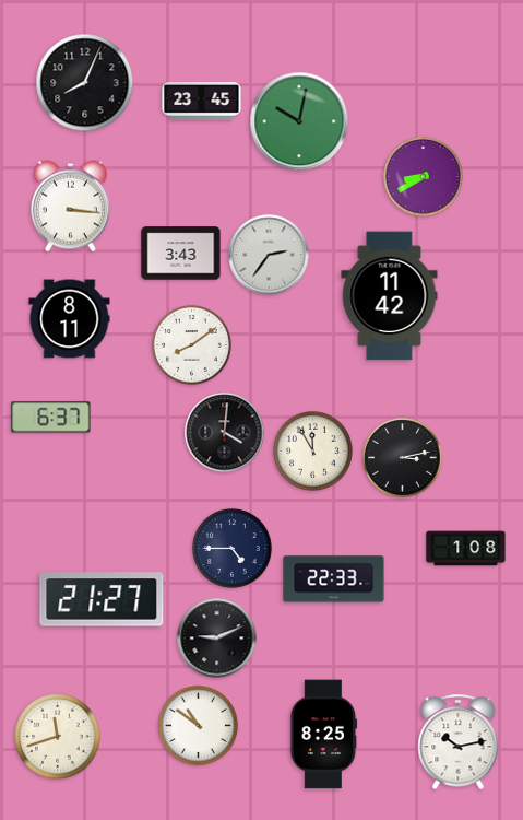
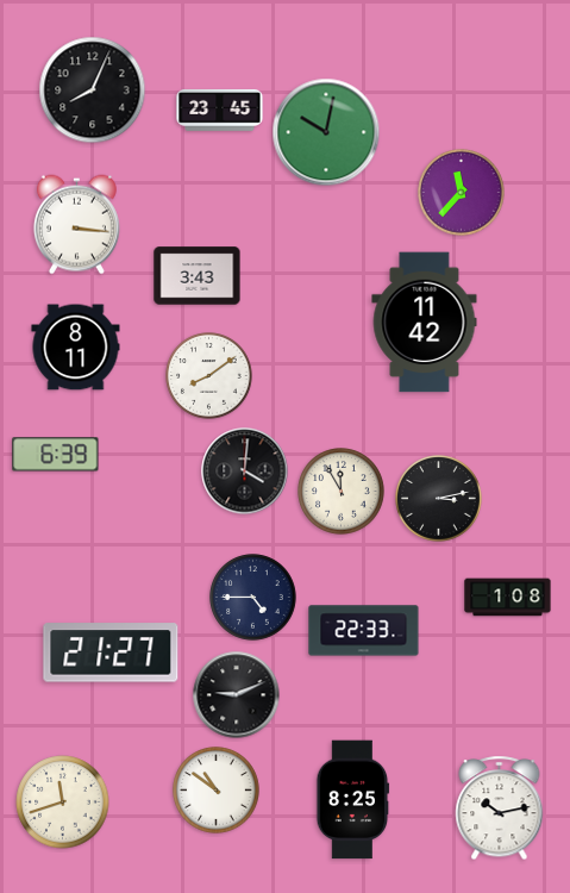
clock at (424, 177): 8:40 -> 11:37
clock at (269, 255): 2:36 -> none
clock at (51, 418): 6:37 -> 6:39
